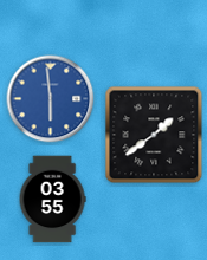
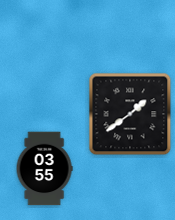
clock at (51, 99): 5:59 -> none
